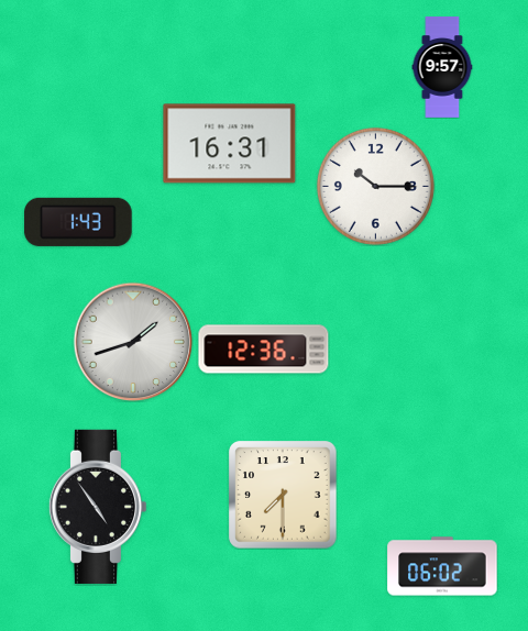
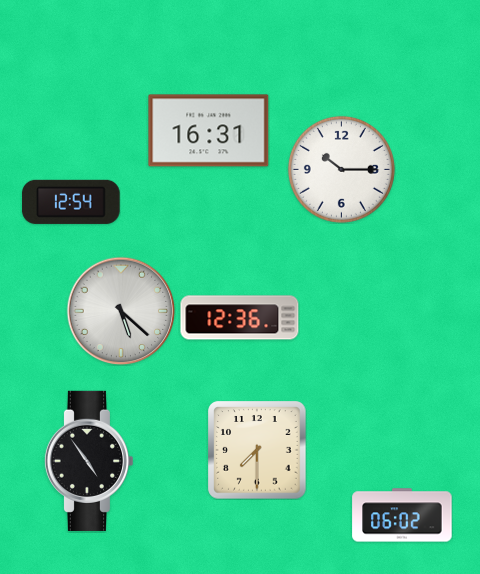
clock at (442, 68): 9:57 -> none
clock at (78, 222): 1:43 -> 12:54
clock at (133, 342): 1:42 -> 5:22
